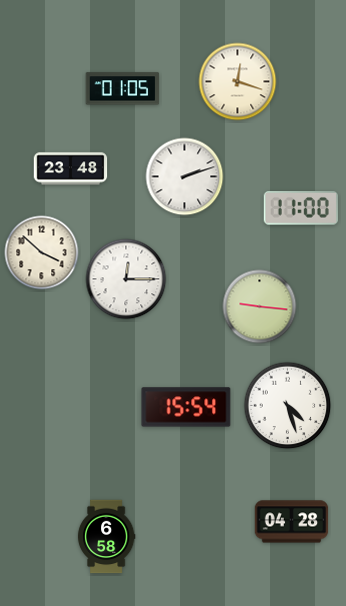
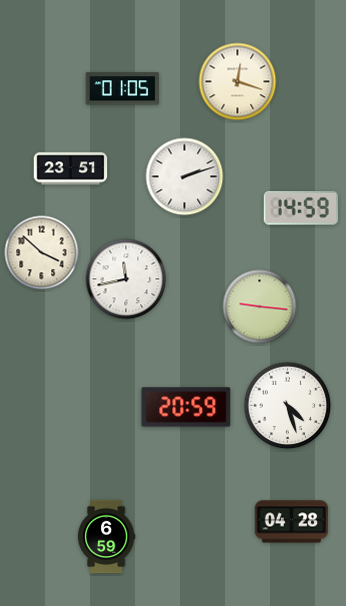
clock at (71, 169): 23:48 -> 23:51
clock at (301, 208): 11:00 -> 14:59
clock at (126, 279): 12:15 -> 11:43
clock at (186, 407): 15:54 -> 20:59
clock at (106, 537): 6:58 -> 6:59
